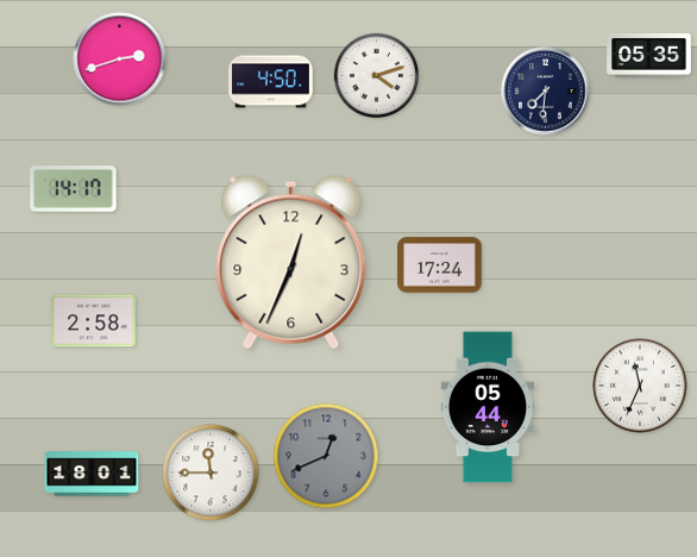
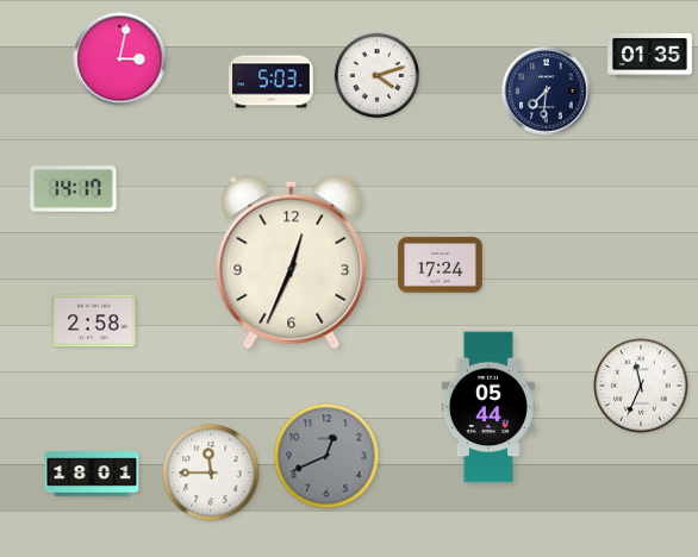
clock at (649, 55): 05:35 -> 01:35
clock at (120, 60): 2:42 -> 3:02
clock at (271, 82): 4:50 -> 5:03
